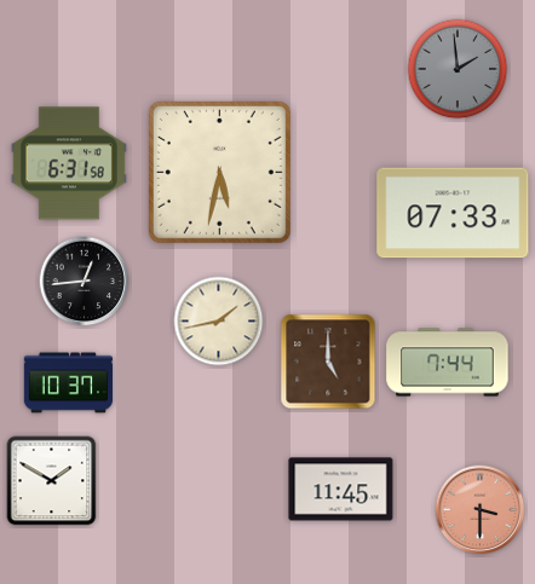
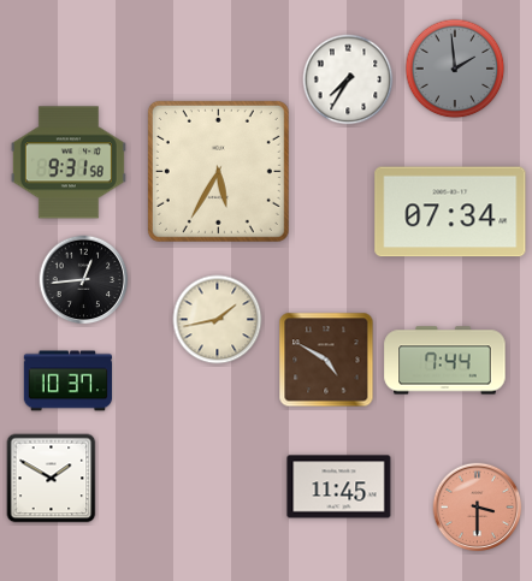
clock at (348, 79): none -> 7:35
clock at (69, 163): 6:31 -> 9:31
clock at (219, 172): 5:32 -> 5:35
clock at (453, 213): 07:33 -> 07:34
clock at (328, 362): 5:00 -> 4:50
